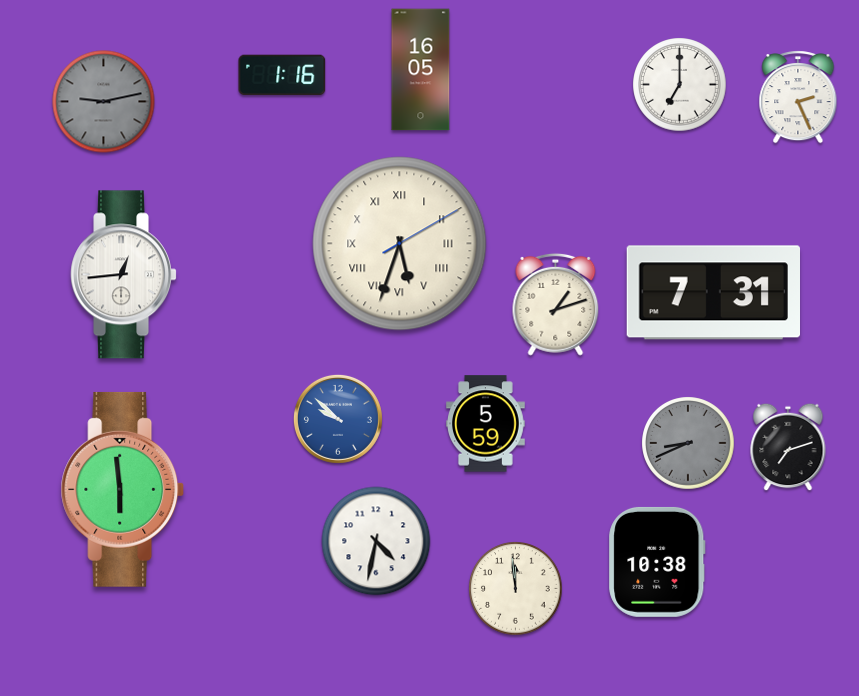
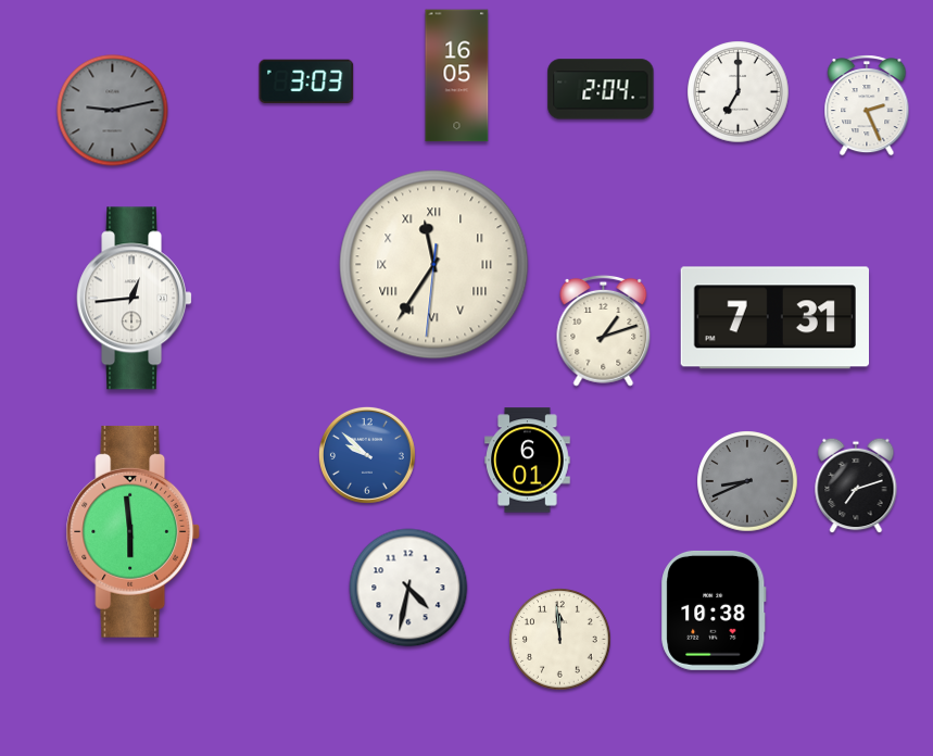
clock at (282, 74): 1:16 -> 3:03
clock at (601, 89): none -> 2:04
clock at (400, 244): 5:33 -> 11:35
clock at (486, 424): 5:59 -> 6:01
